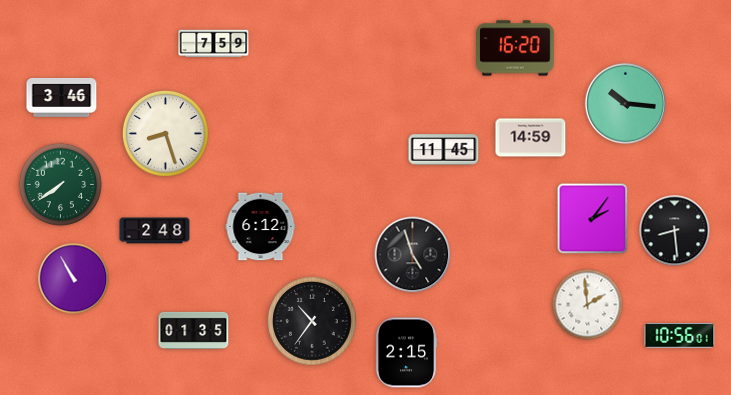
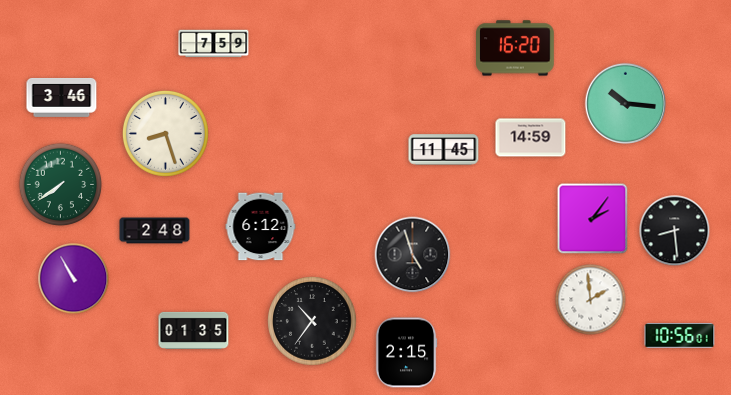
clock at (588, 305) position: (588, 305) -> (591, 300)
